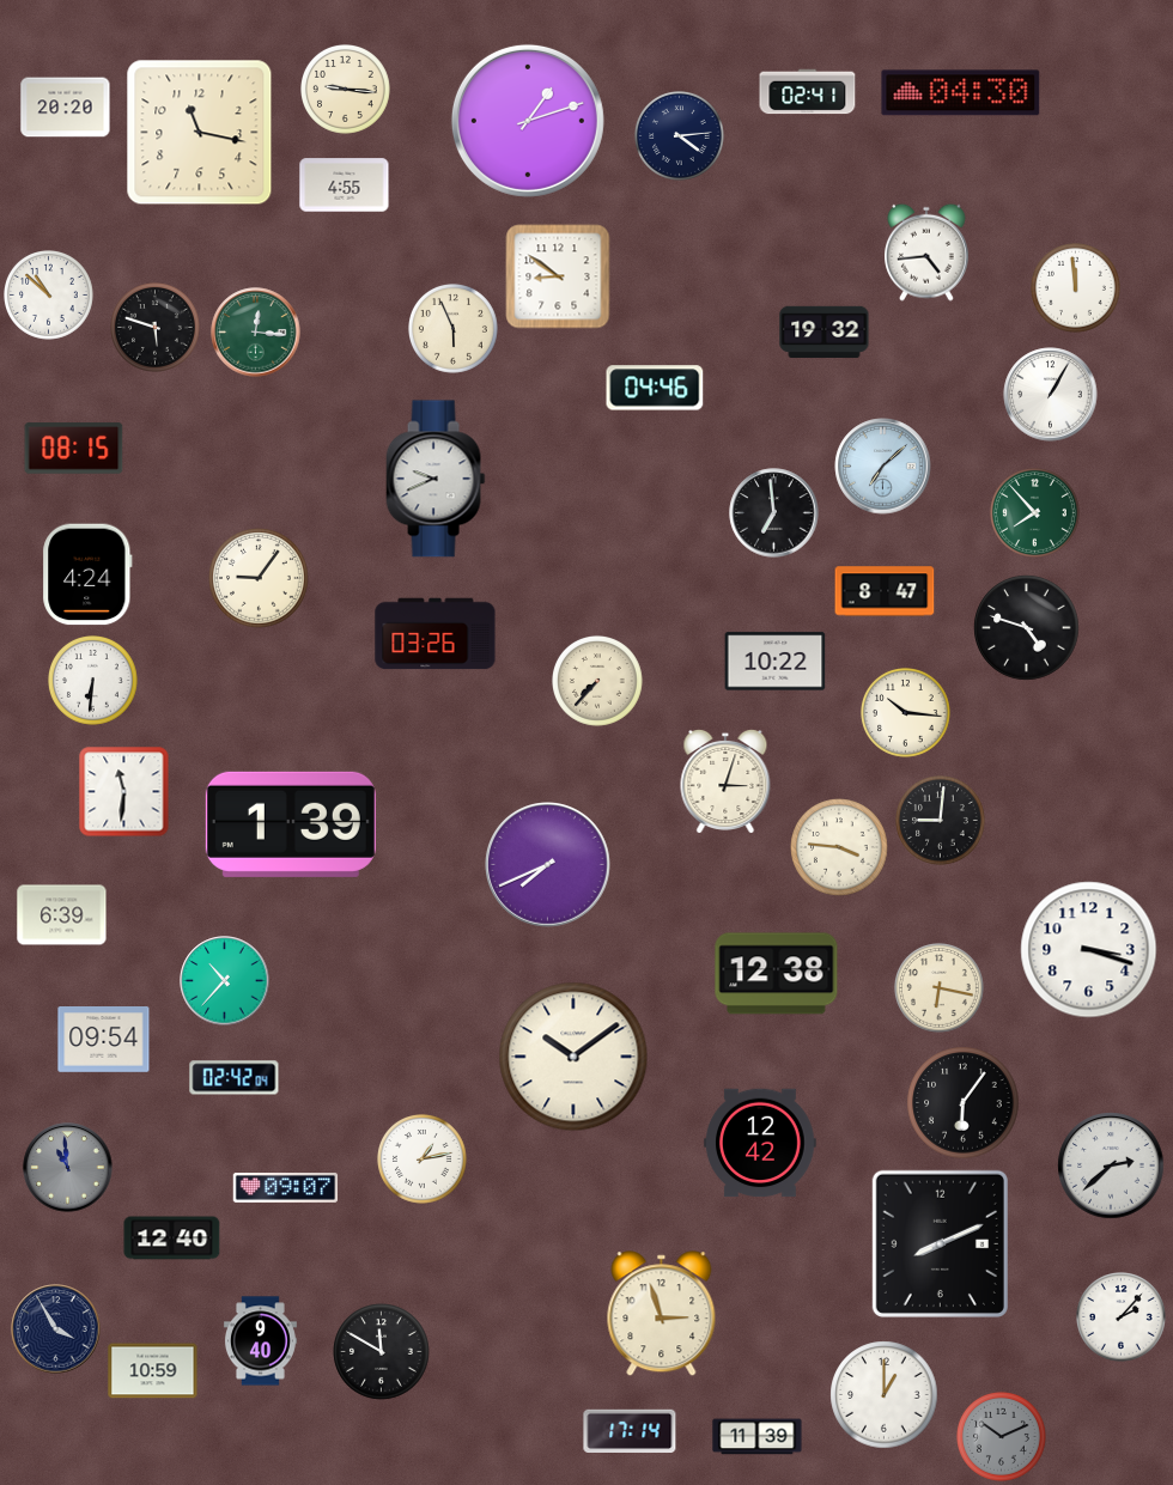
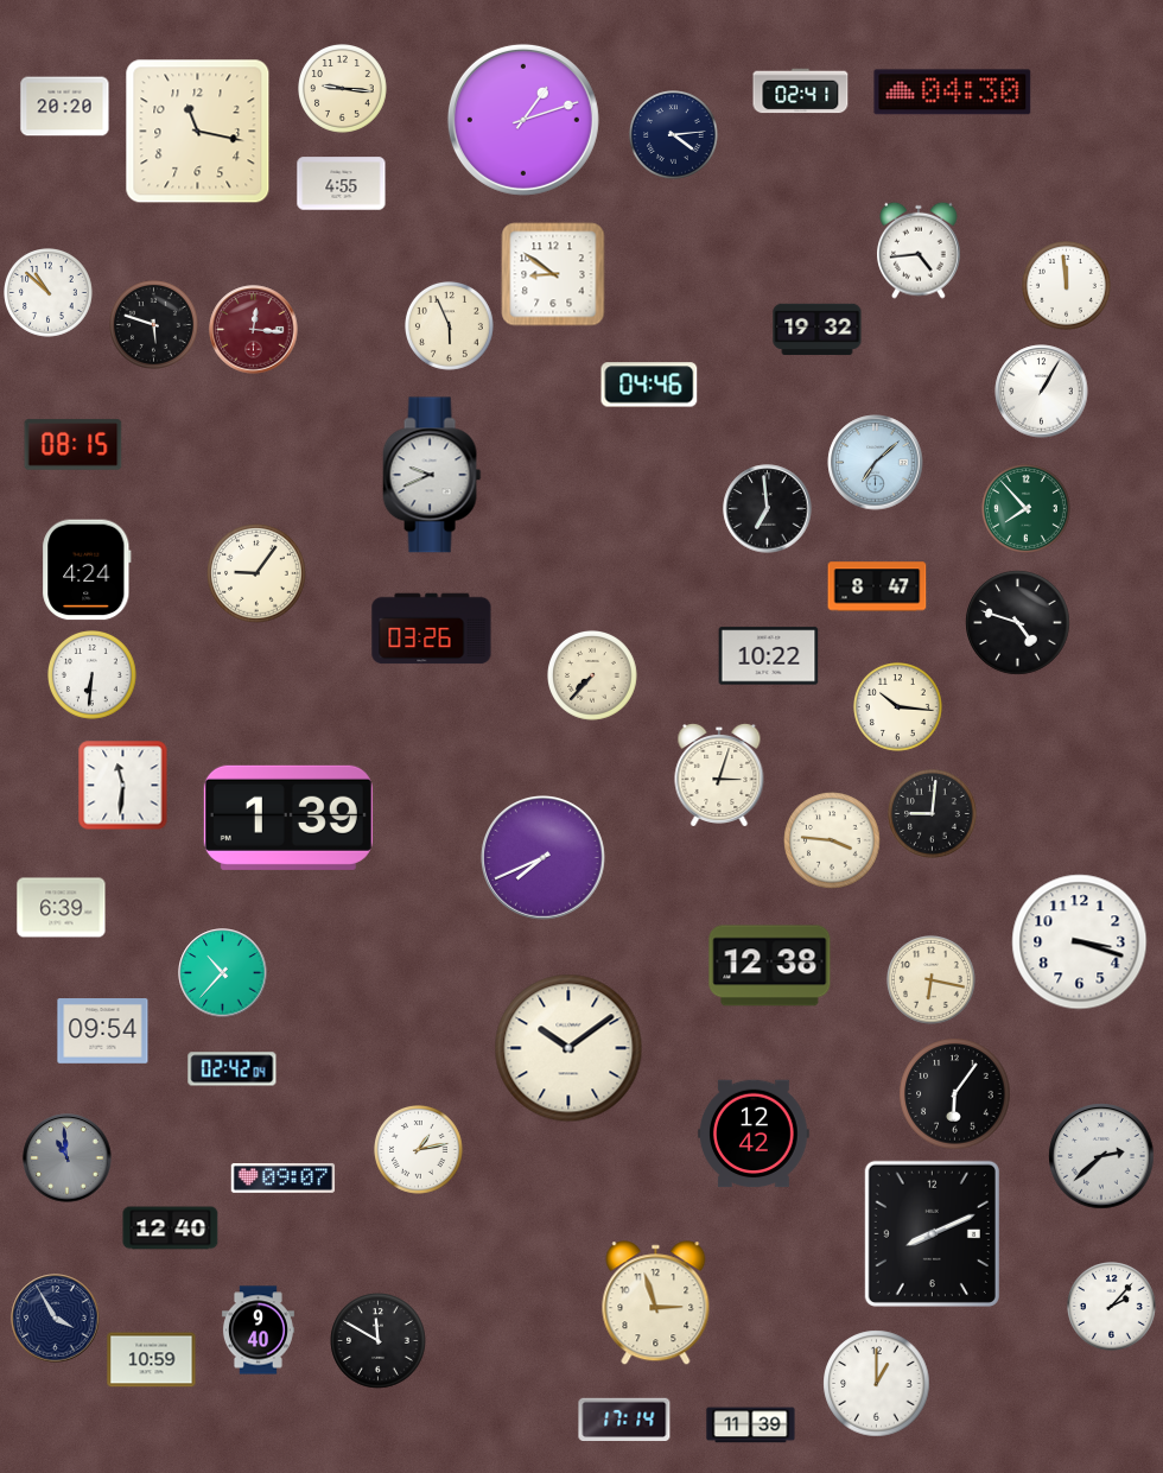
clock at (256, 333) dial: green -> burgundy
clock at (1002, 1437): 10:11 -> none
